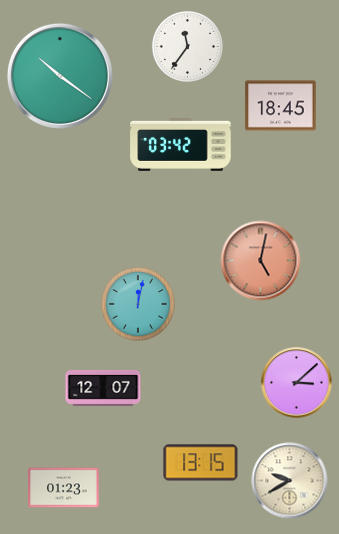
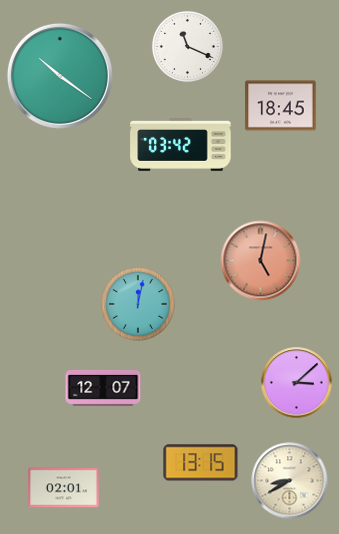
clock at (187, 46): 11:36 -> 11:19
clock at (290, 481): 9:40 -> 8:40
clock at (64, 488): 01:23 -> 02:01
